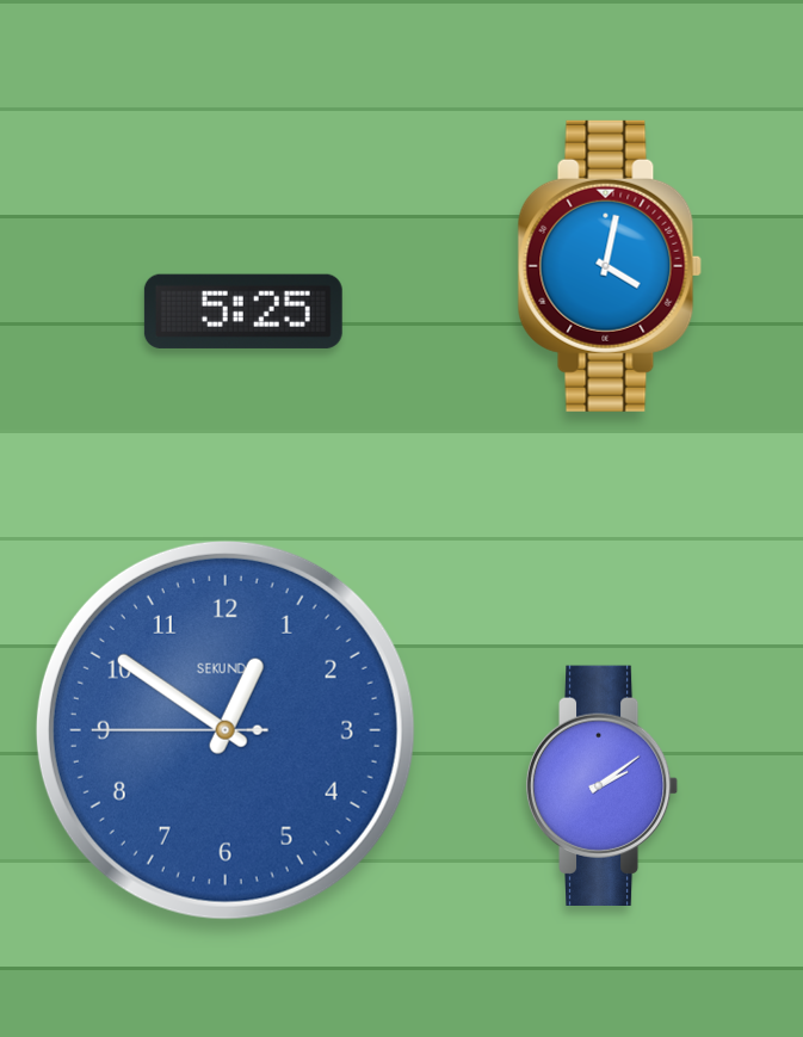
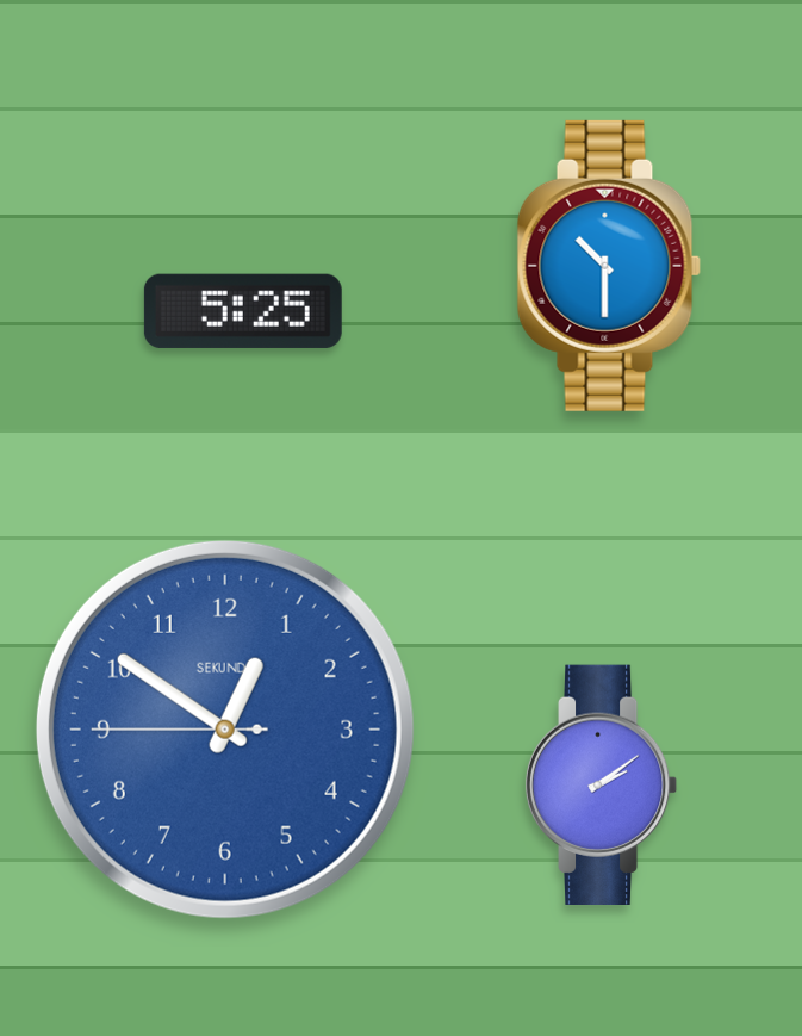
clock at (610, 266): 4:02 -> 10:30
